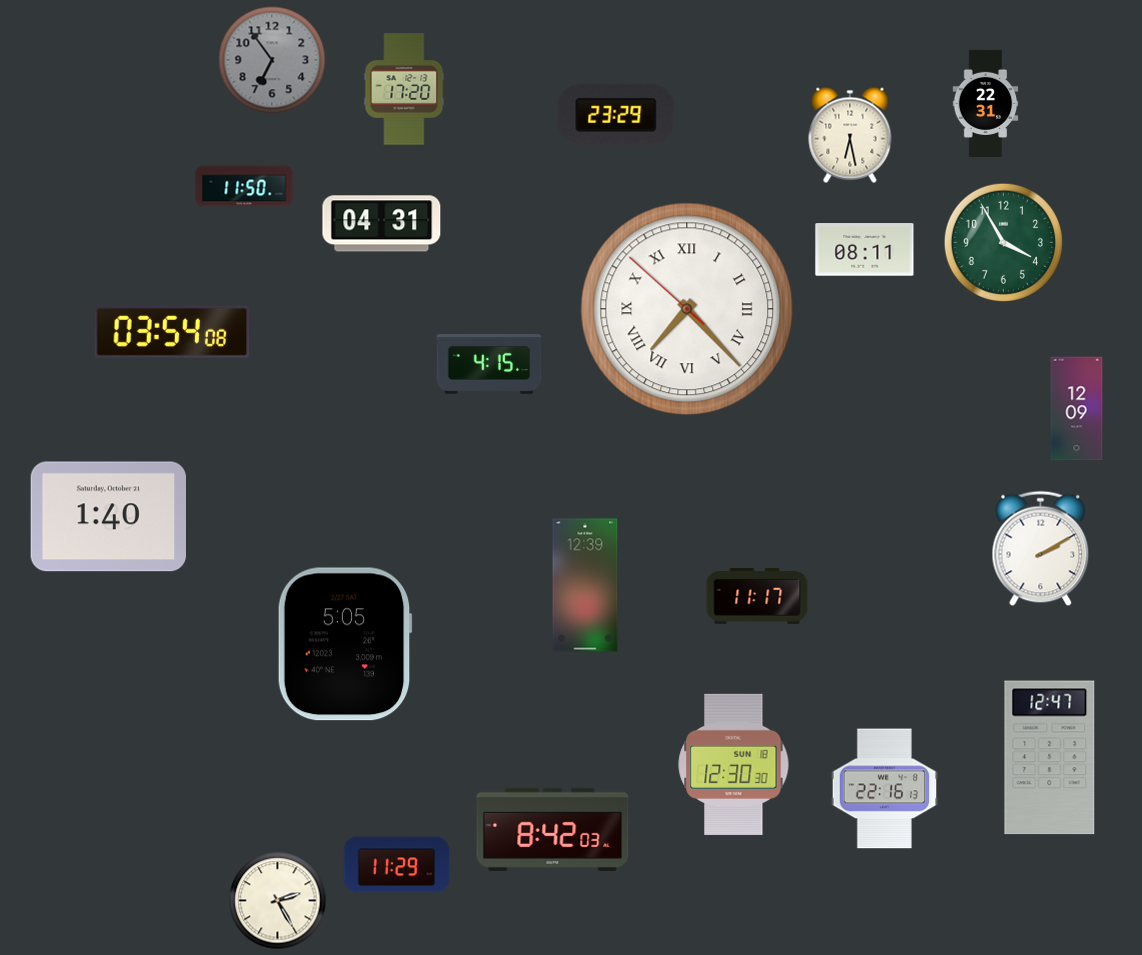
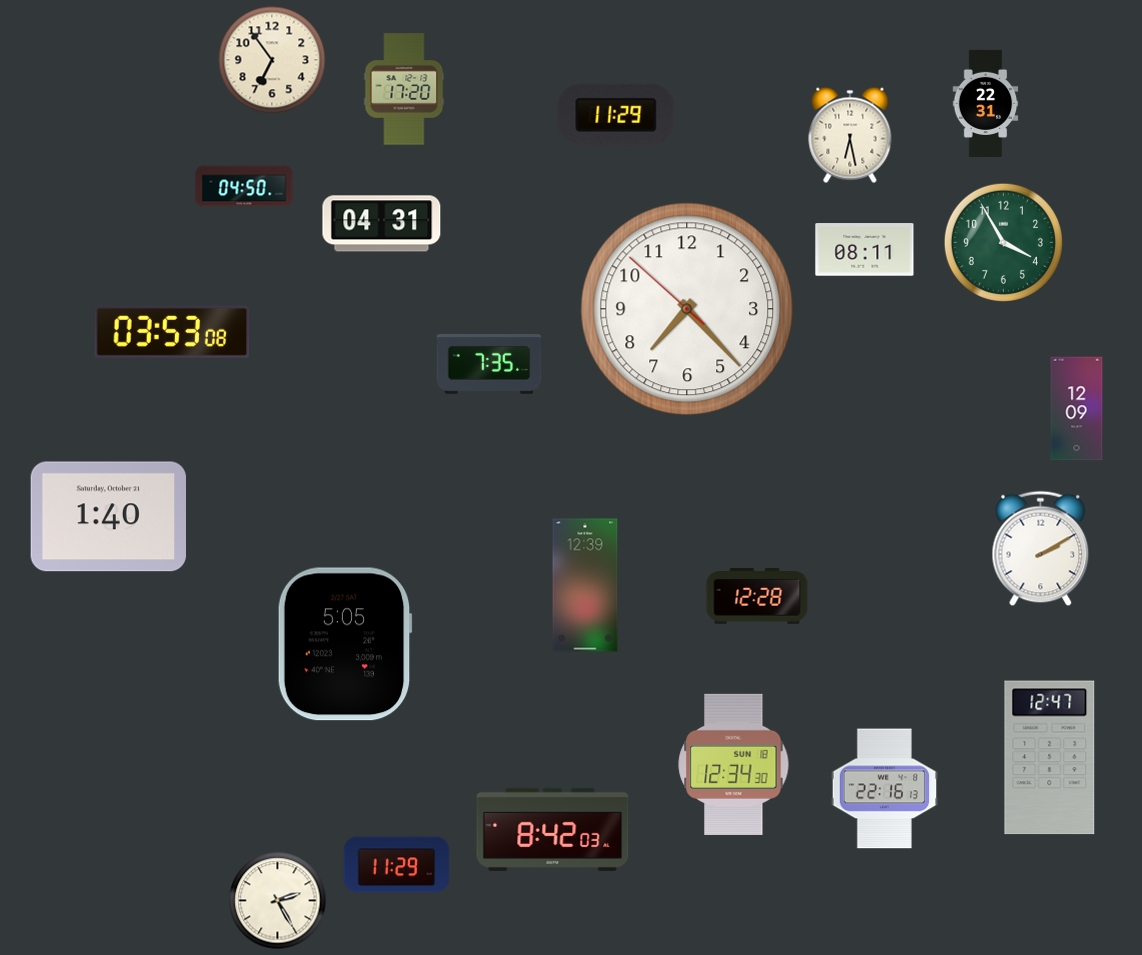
clock at (272, 60) dial: grey -> cream
clock at (616, 115): 23:29 -> 11:29
clock at (244, 186): 11:50 -> 04:50
clock at (687, 309) numerals: Roman -> Arabic
clock at (172, 332): 03:54 -> 03:53
clock at (489, 364): 4:15 -> 7:35
clock at (757, 597): 11:17 -> 12:28
clock at (734, 764): 12:30 -> 12:34
